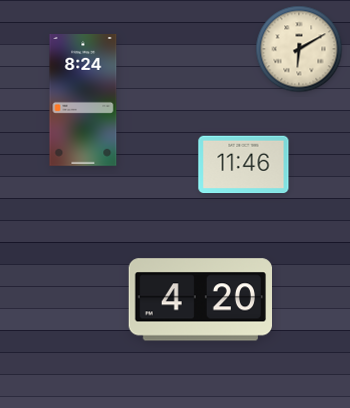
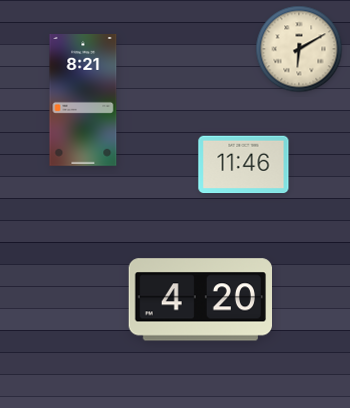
clock at (83, 101): 8:24 -> 8:21
